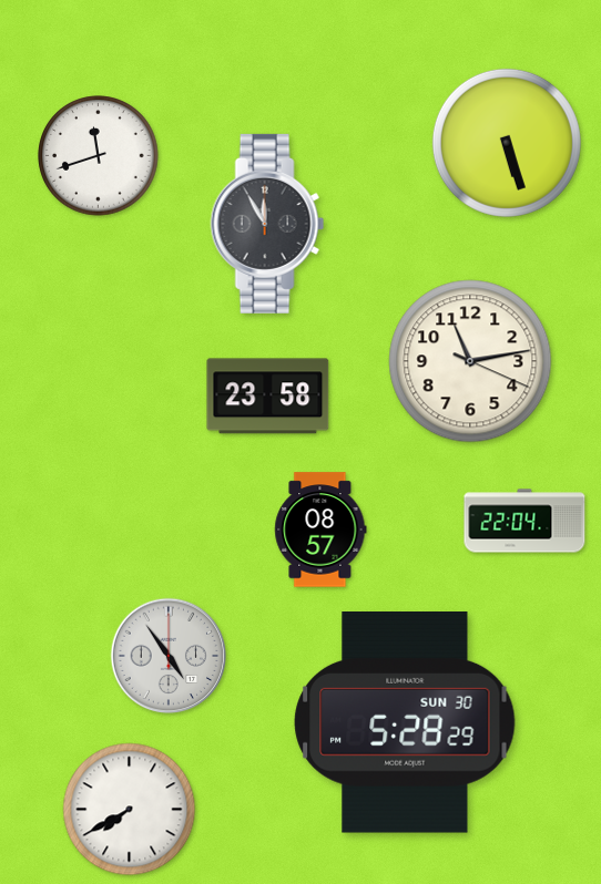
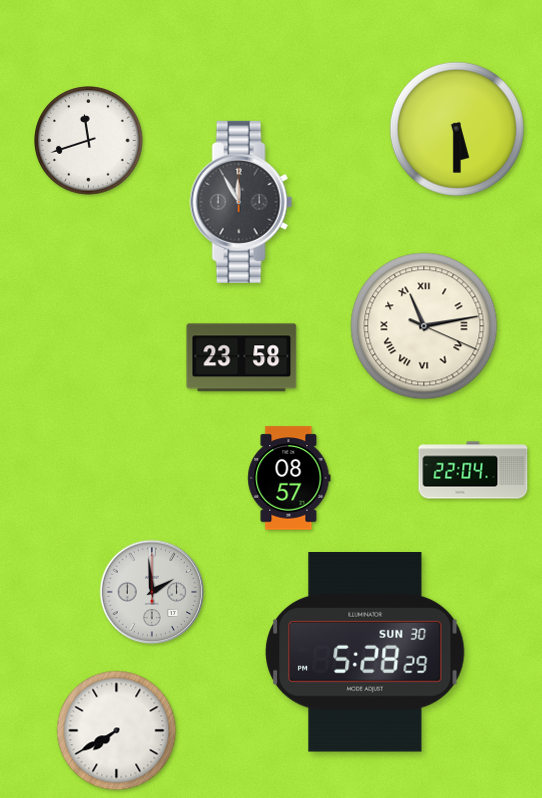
clock at (507, 143): 5:27 -> 5:30
clock at (470, 361) numerals: Arabic -> Roman
clock at (169, 656): 4:54 -> 1:59
